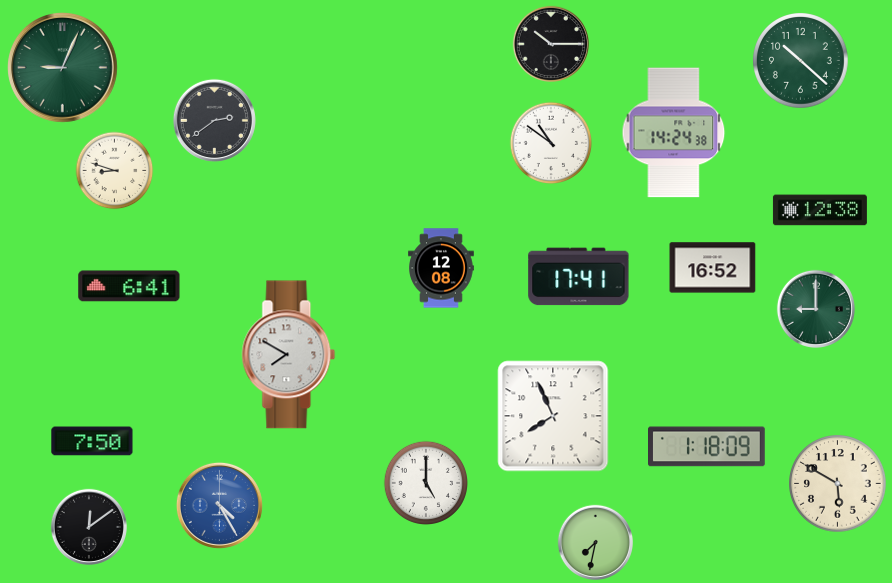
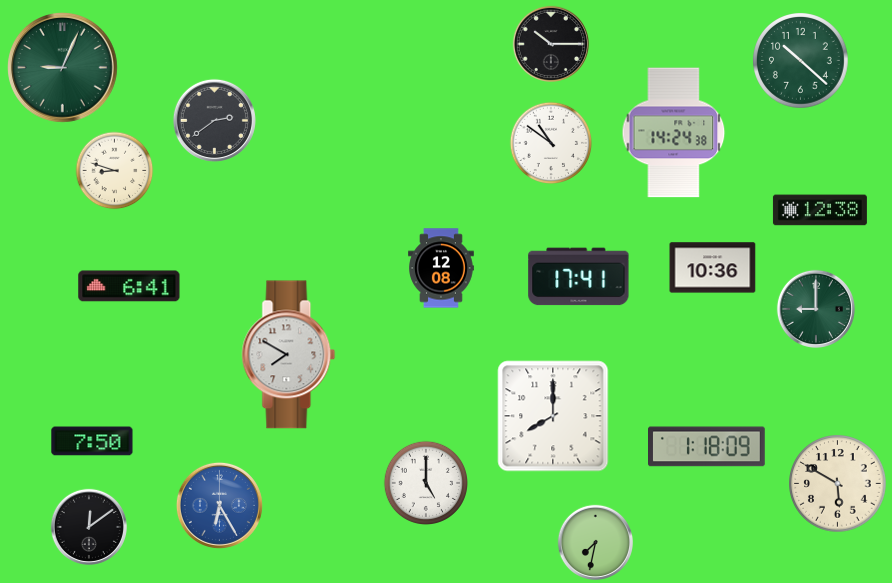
clock at (713, 268): 16:52 -> 10:36
clock at (553, 416): 7:56 -> 8:00
clock at (219, 505): 4:25 -> 6:25
